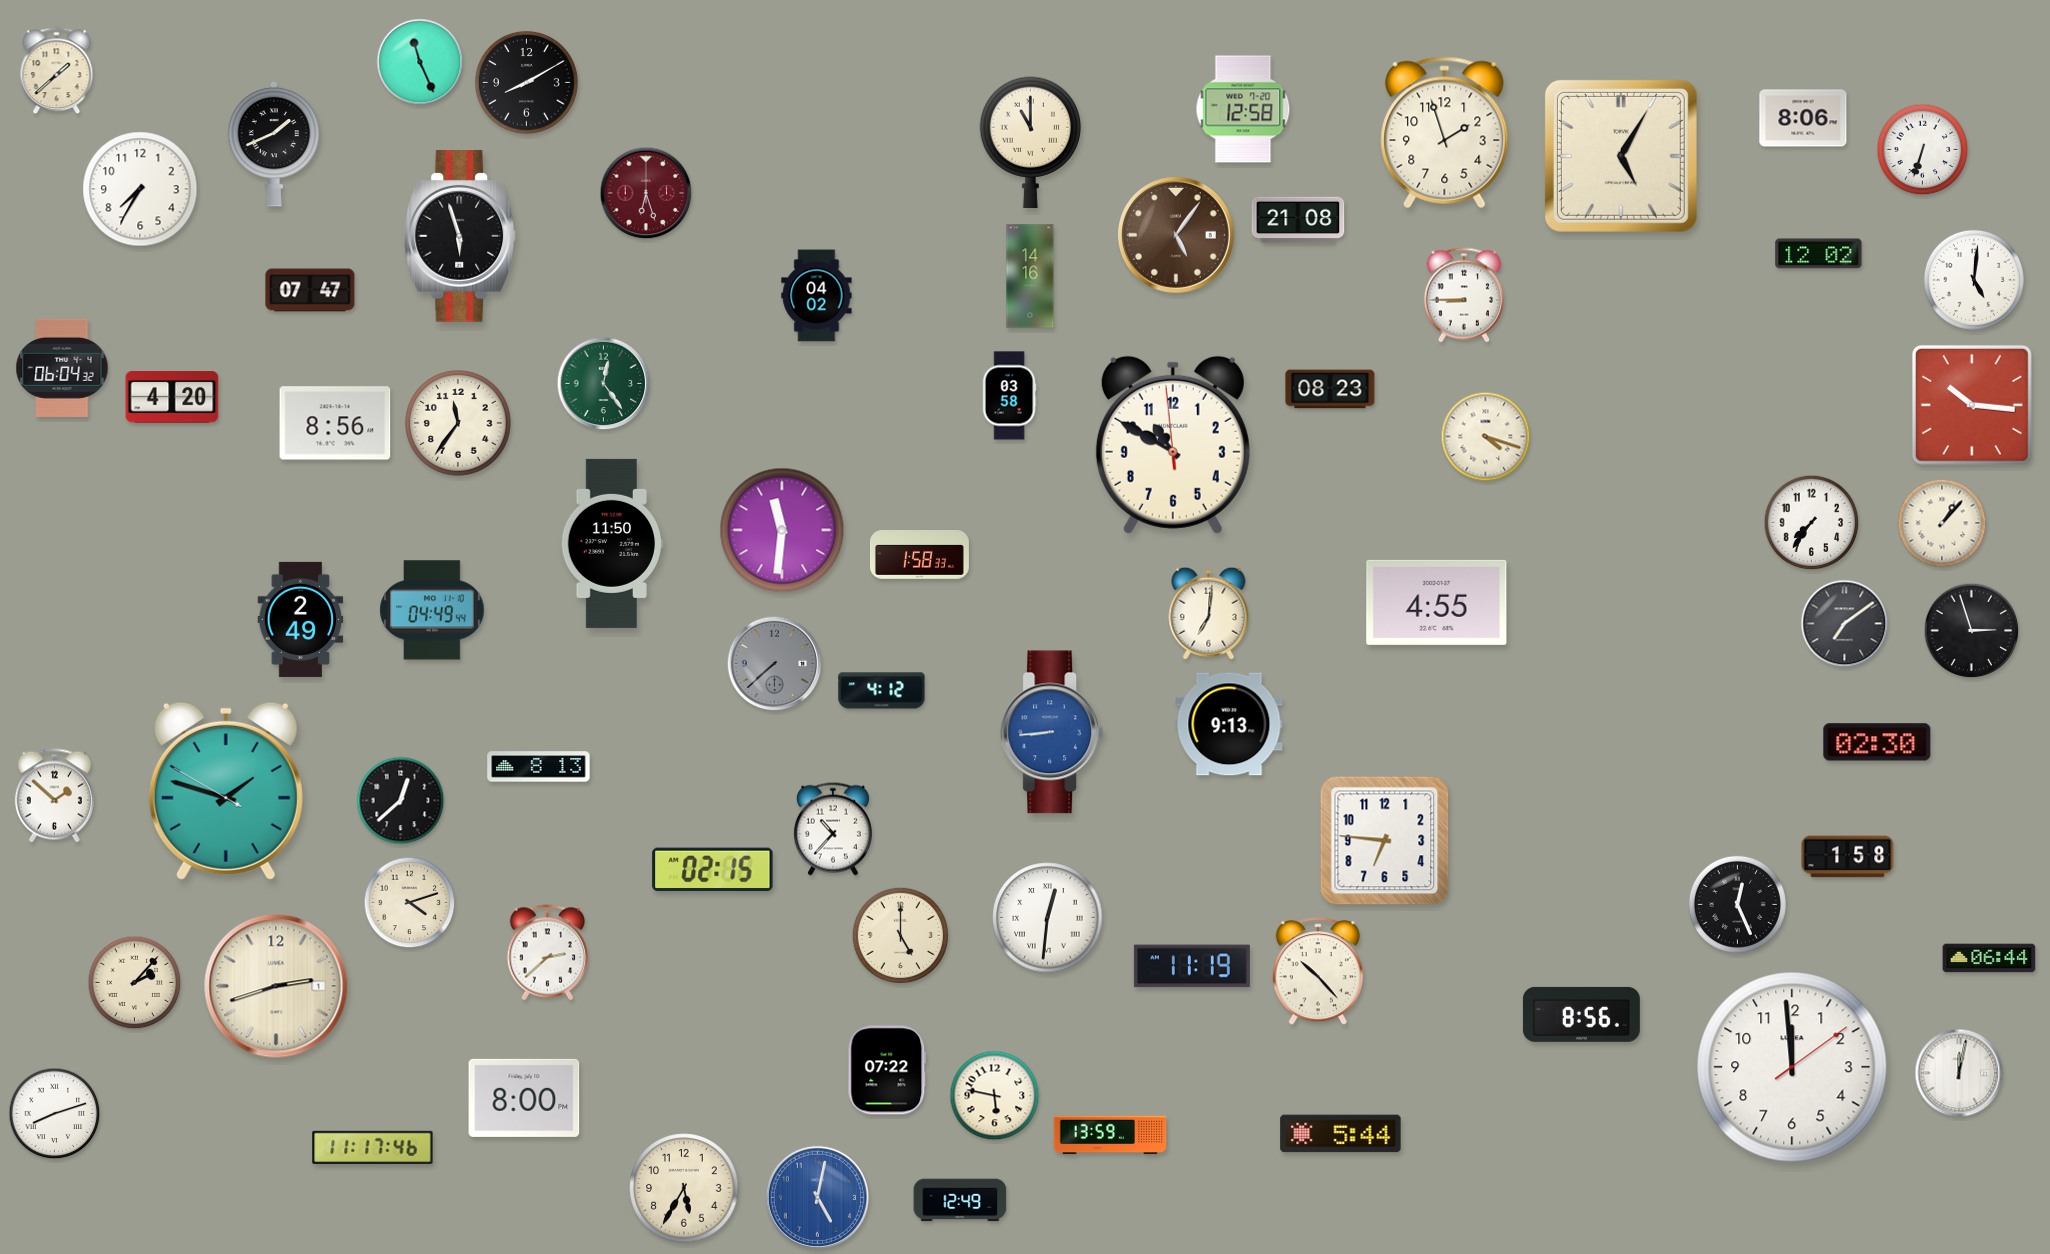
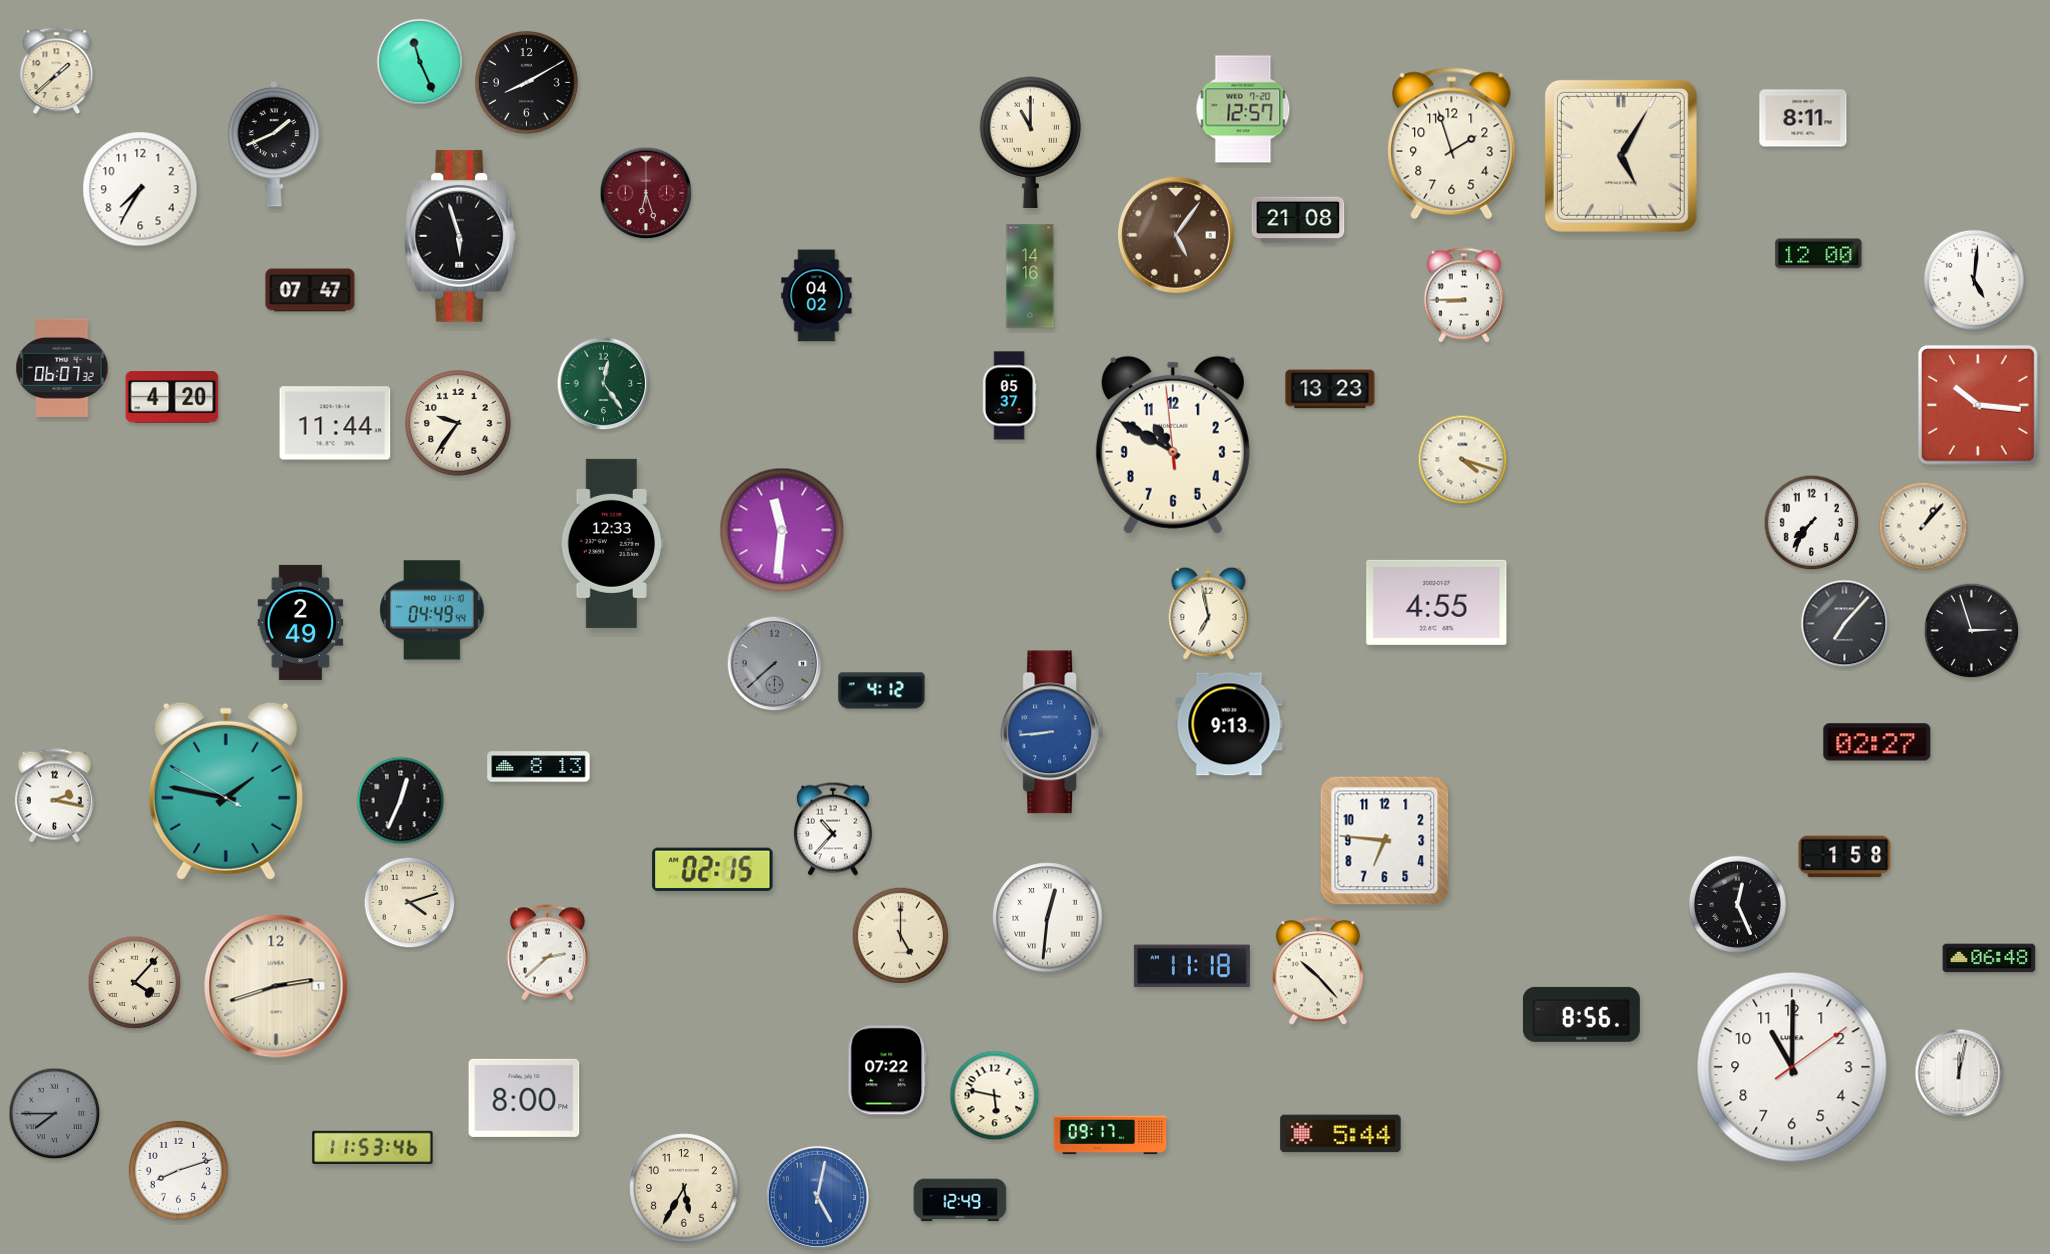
clock at (1243, 109): 12:58 -> 12:57
clock at (1803, 118): 8:06 -> 8:11
clock at (1445, 133) position: (1445, 133) -> (1452, 144)
clock at (1923, 150): 6:33 -> none
clock at (1819, 254): 12:02 -> 12:00
clock at (62, 368): 06:04 -> 06:07
clock at (1330, 389): 08:23 -> 13:23
clock at (1009, 396): 03:58 -> 05:37
clock at (1972, 405) position: (1972, 405) -> (1978, 405)
clock at (335, 423): 8:56 -> 11:44
clock at (458, 423): 11:36 -> 9:36
clock at (1486, 437) position: (1486, 437) -> (1463, 460)
clock at (1942, 523) position: (1942, 523) -> (1923, 526)
clock at (611, 543): 11:50 -> 12:33
clock at (919, 555): 1:58 -> none
clock at (1209, 613): 7:01 -> 6:58
clock at (301, 619) position: (301, 619) -> (301, 622)
clock at (1845, 624): 7:09 -> 7:07
clock at (1877, 742): 02:30 -> 02:27
clock at (226, 791): 1:47 -> 1:46
clock at (54, 796): 1:52 -> 2:17
clock at (401, 801): 12:38 -> 12:34
clock at (1848, 857) position: (1848, 857) -> (1845, 857)
clock at (1989, 958): 06:44 -> 06:48
clock at (1192, 966): 11:19 -> 11:18
clock at (135, 983): 2:07 -> 4:07
clock at (1792, 1067): 11:59 -> 11:00
clock at (55, 1114): 8:12 -> 7:45
clock at (55, 1114) dial: white -> grey
clock at (1110, 1135): 13:59 -> 09:17
clock at (373, 1147): 11:17 -> 11:53
clock at (178, 1170): none -> 8:12
